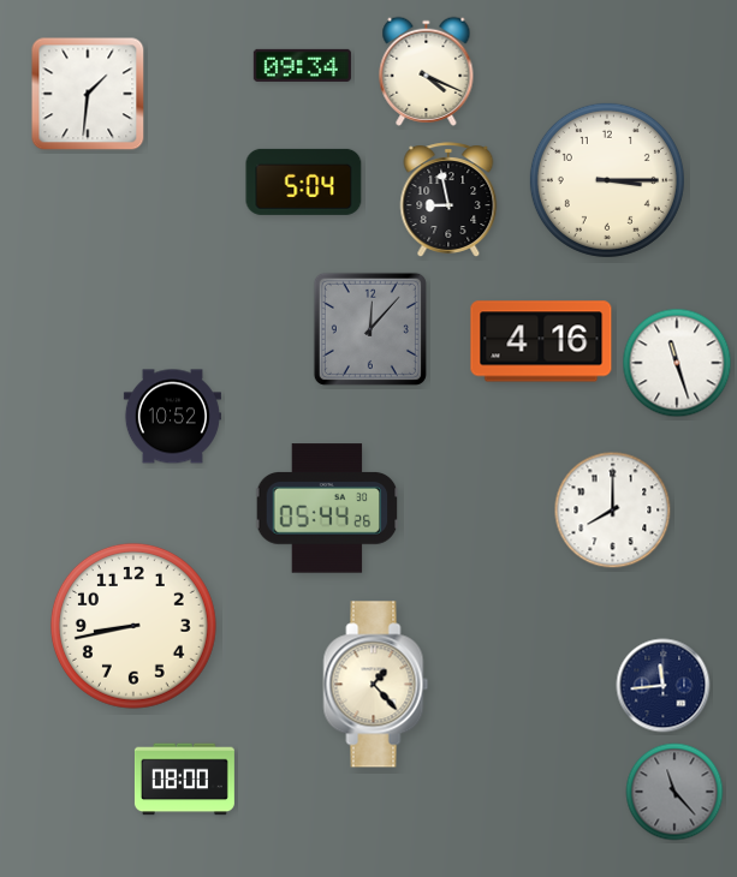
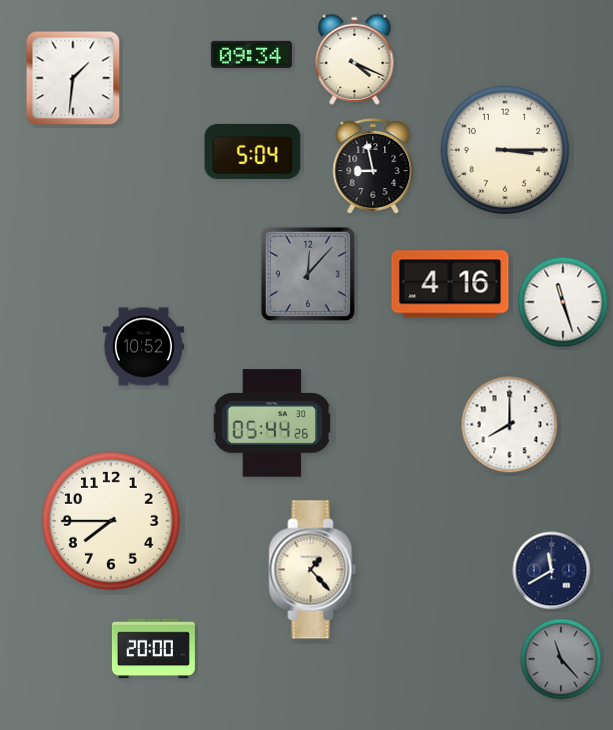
clock at (133, 626): 8:43 -> 7:45
clock at (664, 686): 11:44 -> 11:40
clock at (184, 780): 08:00 -> 20:00
